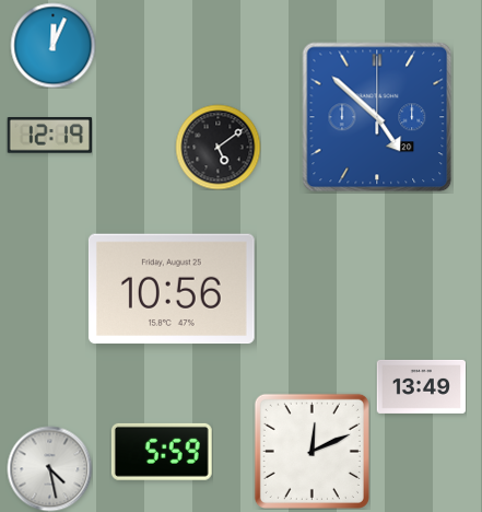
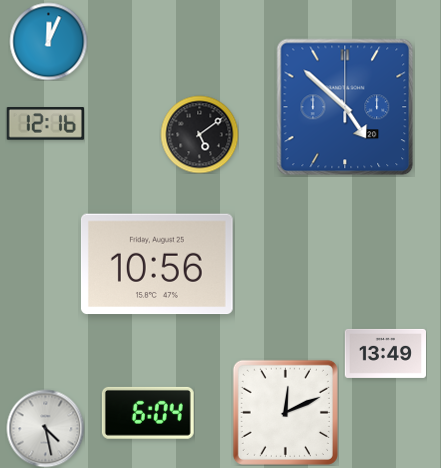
clock at (49, 136): 12:19 -> 12:16
clock at (162, 452): 5:59 -> 6:04
